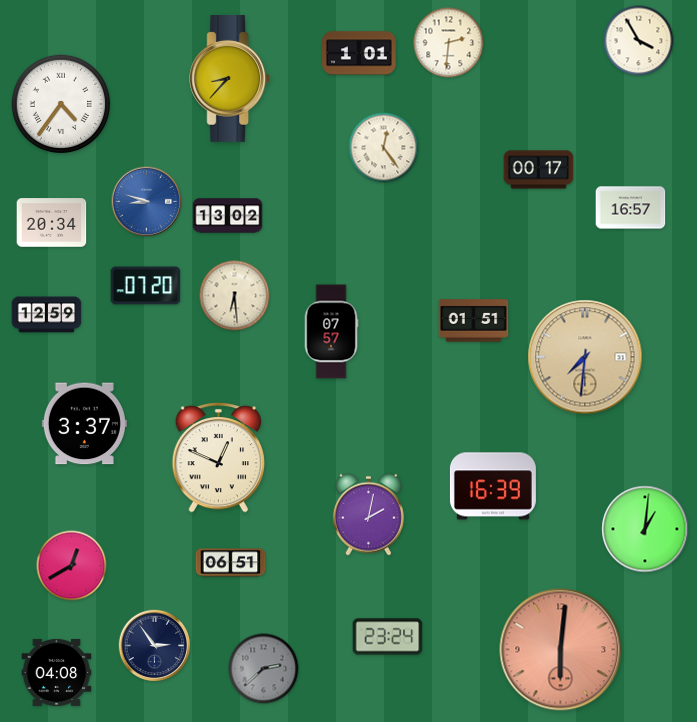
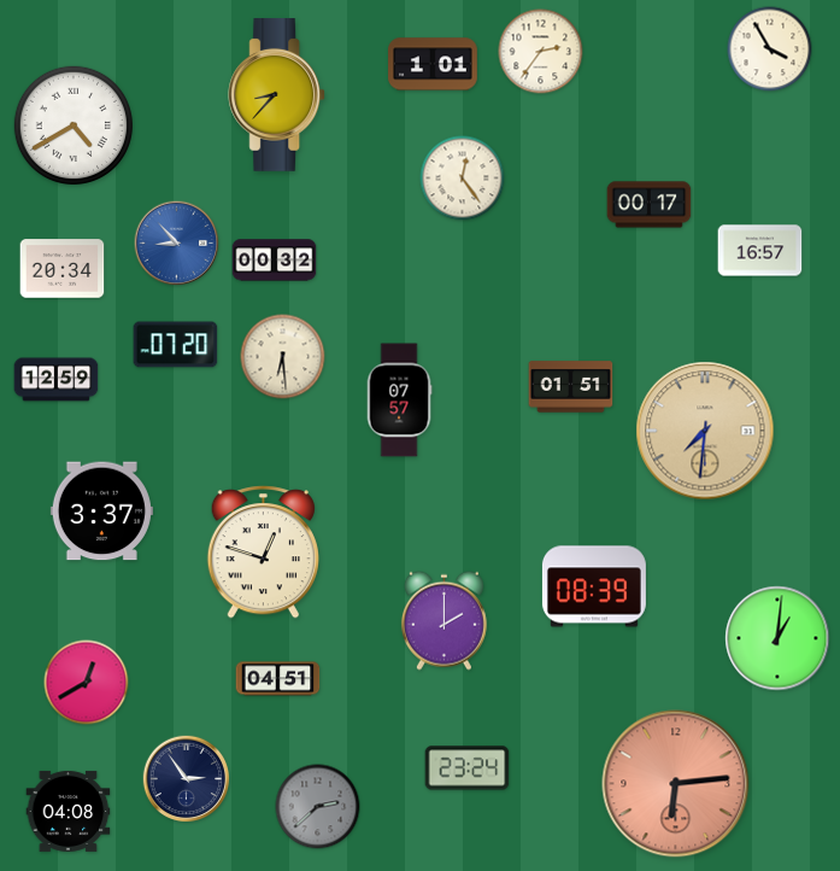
clock at (449, 43): 2:31 -> 2:36
clock at (60, 103): 4:36 -> 4:40
clock at (147, 202): 8:48 -> 8:53
clock at (228, 216): 13:02 -> 00:32
clock at (218, 458): 12:49 -> 12:48
clock at (493, 486): 16:39 -> 08:39
clock at (368, 514): 2:02 -> 2:00
clock at (231, 563): 06:51 -> 04:51
clock at (561, 650): 6:01 -> 6:14
